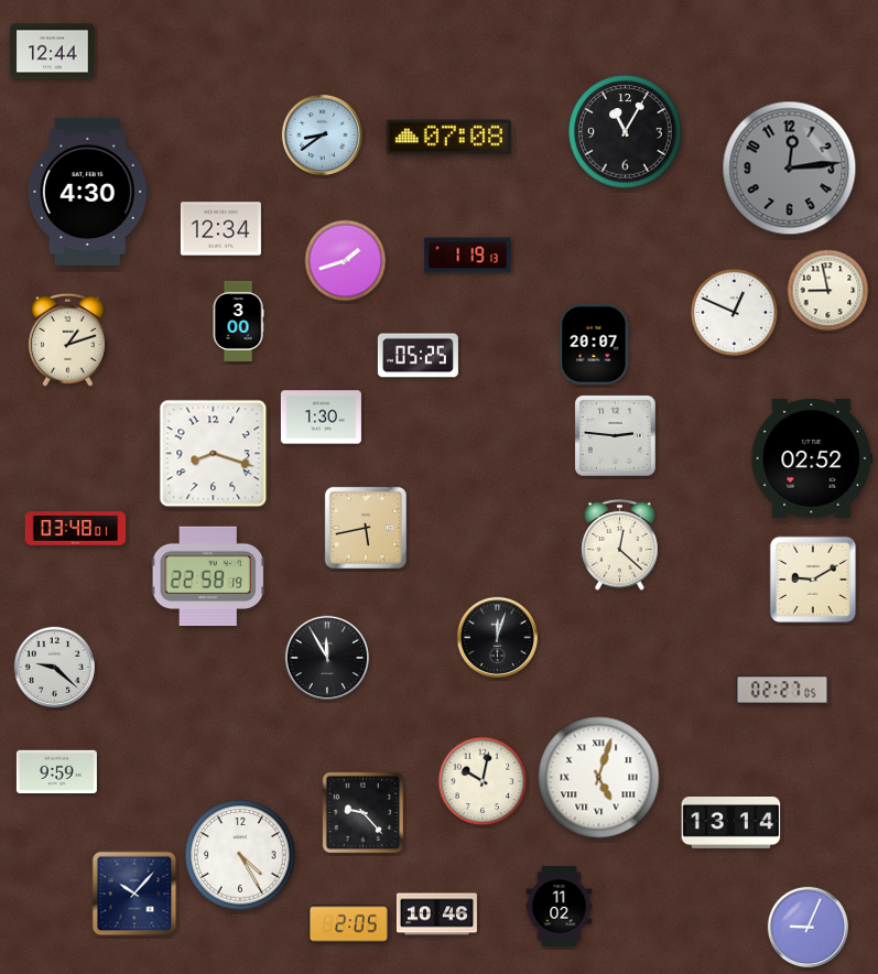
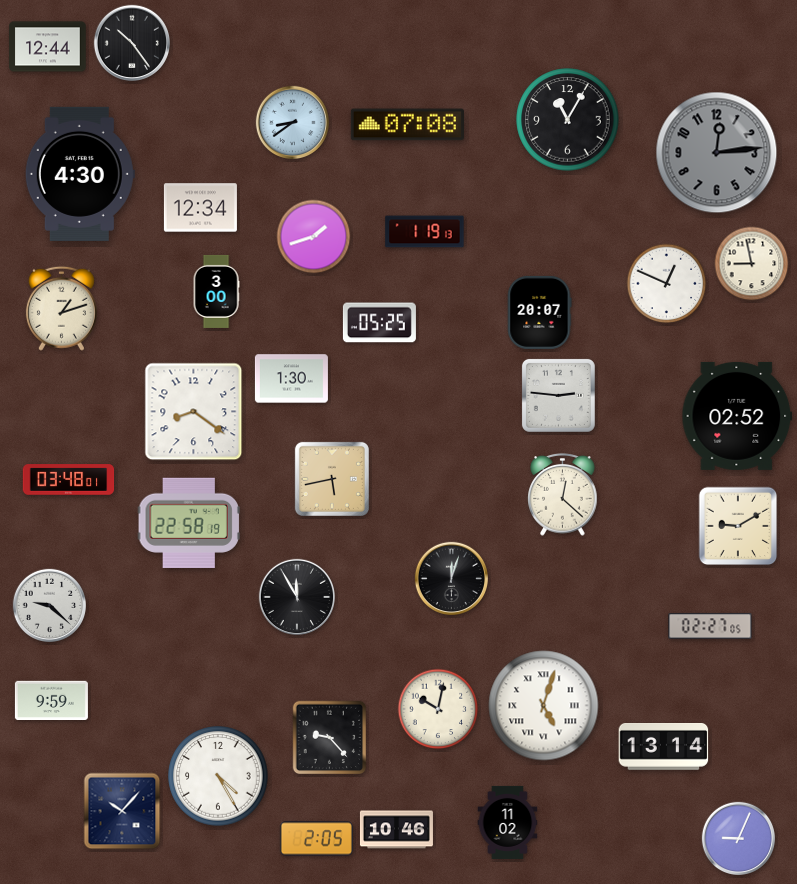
clock at (131, 42): none -> 10:24
clock at (214, 454): 8:18 -> 8:21
clock at (807, 927) position: (807, 927) -> (738, 838)
